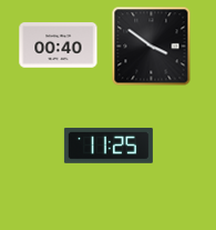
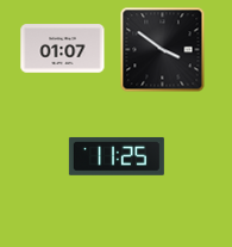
clock at (59, 46): 00:40 -> 01:07
